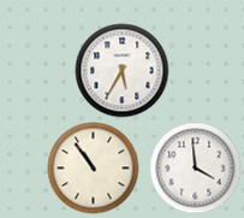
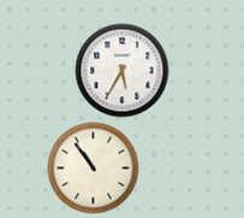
clock at (196, 169): 3:59 -> none
